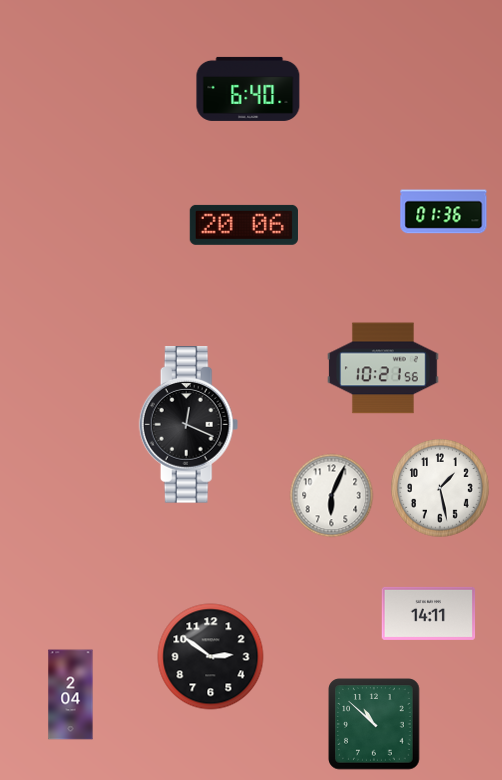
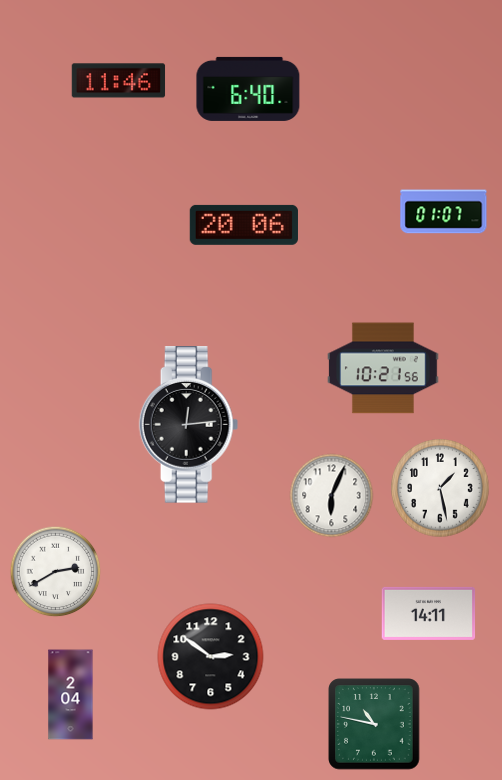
clock at (119, 81): none -> 11:46
clock at (444, 212): 01:36 -> 01:07
clock at (189, 425): 12:19 -> 12:14
clock at (56, 572): none -> 2:40
clock at (374, 724): 10:52 -> 10:47
